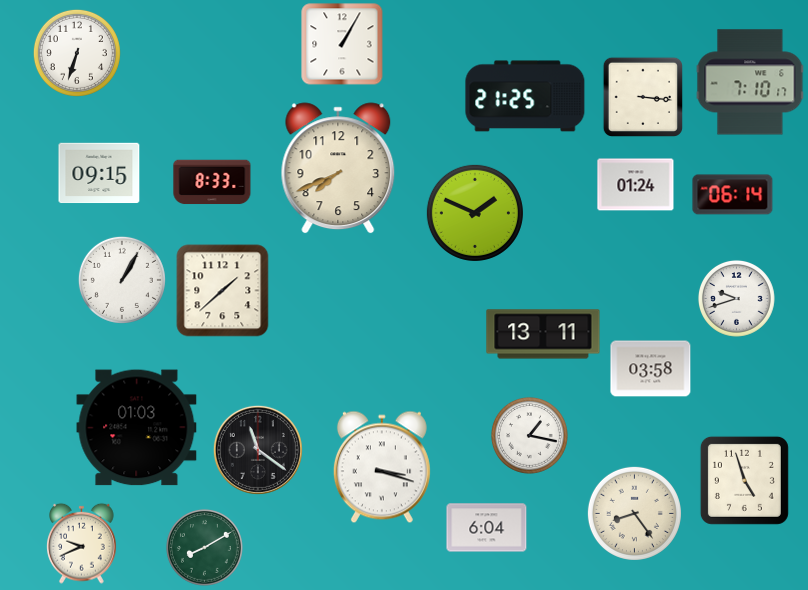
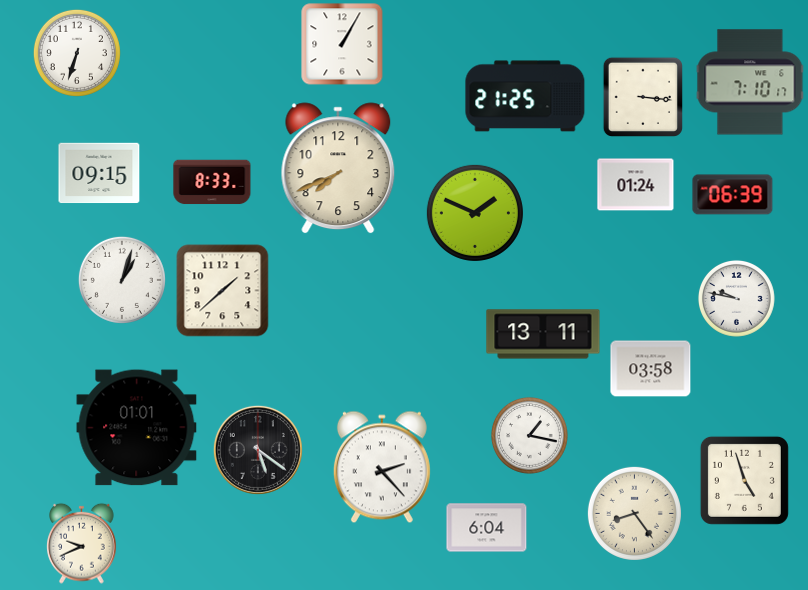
clock at (733, 195): 06:14 -> 06:39
clock at (122, 280): 1:05 -> 1:03
clock at (736, 298): 9:42 -> 9:47
clock at (137, 428): 01:03 -> 01:01
clock at (258, 450): 11:21 -> 5:21
clock at (382, 467): 3:18 -> 2:23
clock at (204, 547): 8:10 -> none
